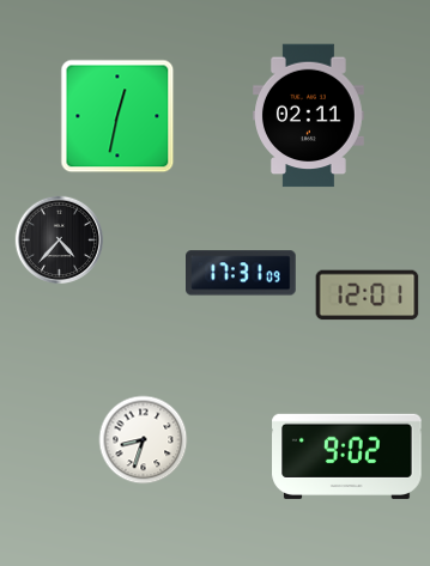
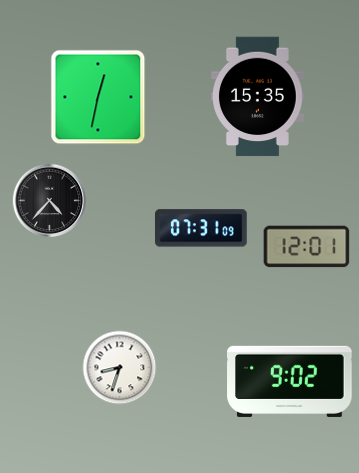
clock at (309, 116): 02:11 -> 15:35
clock at (242, 273): 17:31 -> 07:31
